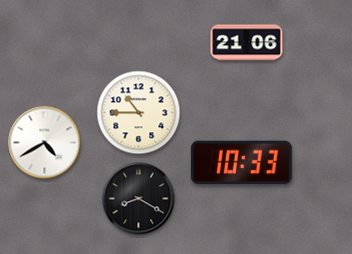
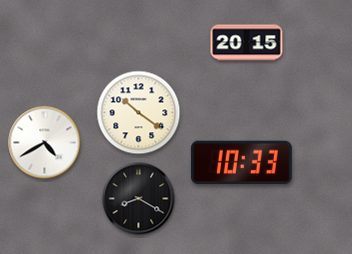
clock at (247, 43): 21:06 -> 20:15
clock at (139, 113): 10:45 -> 10:21
